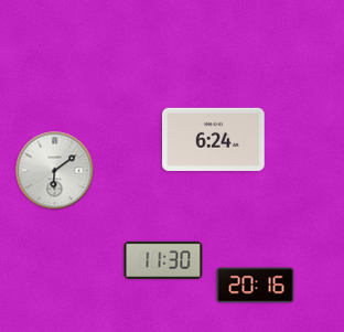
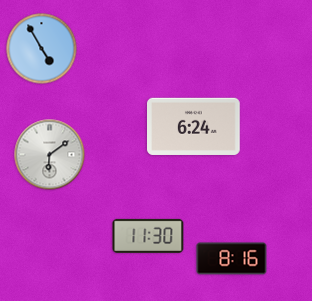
clock at (42, 49): none -> 4:55
clock at (256, 286): 20:16 -> 8:16
